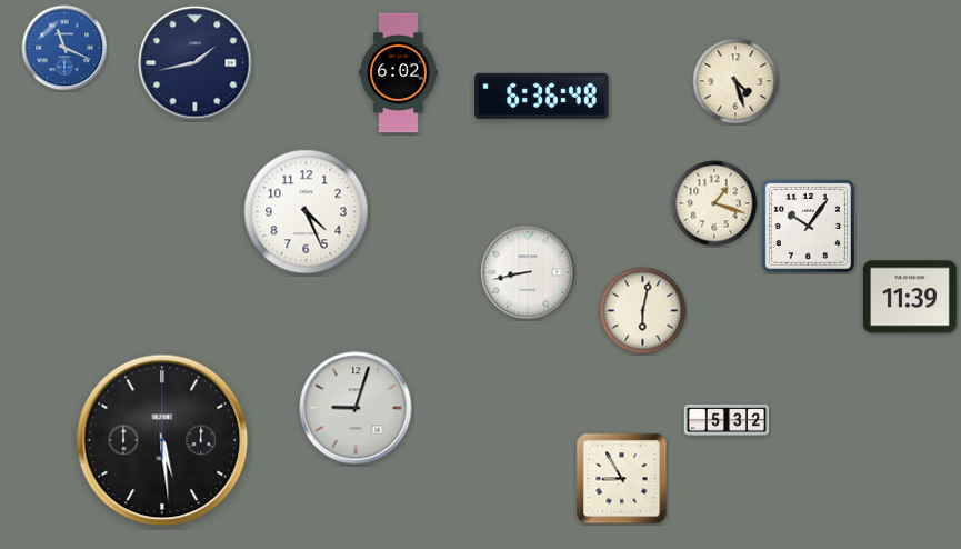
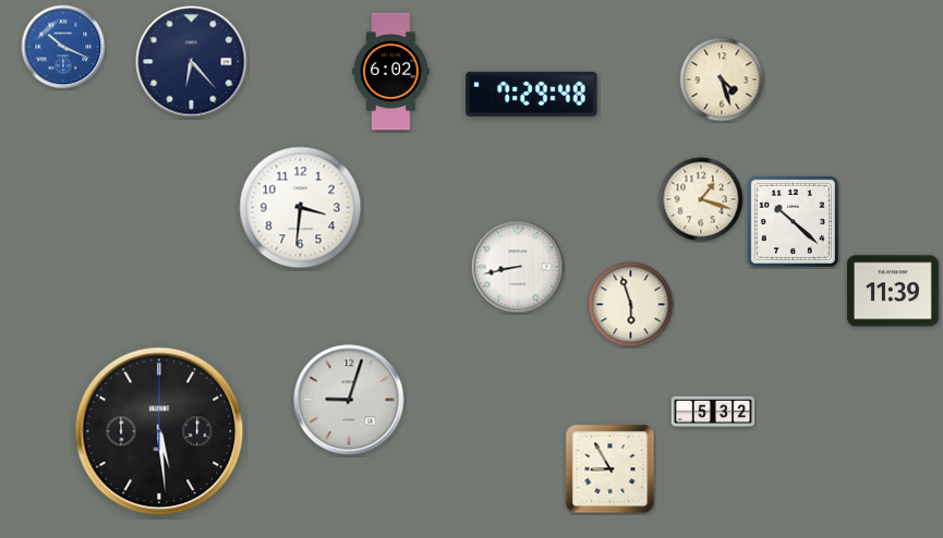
clock at (64, 48): 11:19 -> 10:19
clock at (196, 63): 1:43 -> 6:23
clock at (542, 96): 6:36 -> 7:29
clock at (307, 212): 4:26 -> 3:31
clock at (808, 226): 10:06 -> 10:22
clock at (643, 311): 6:02 -> 5:57
